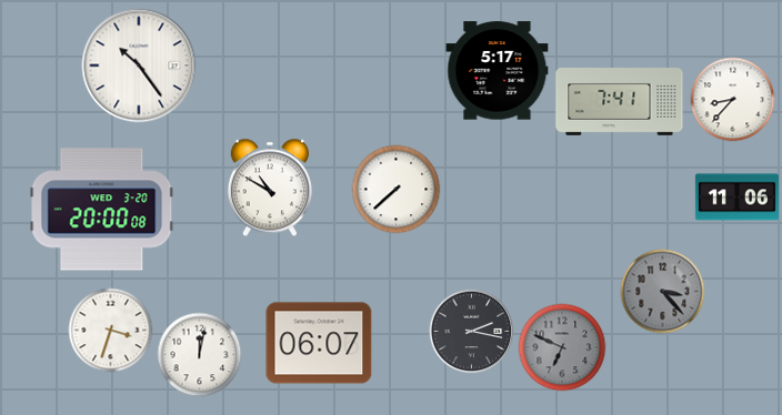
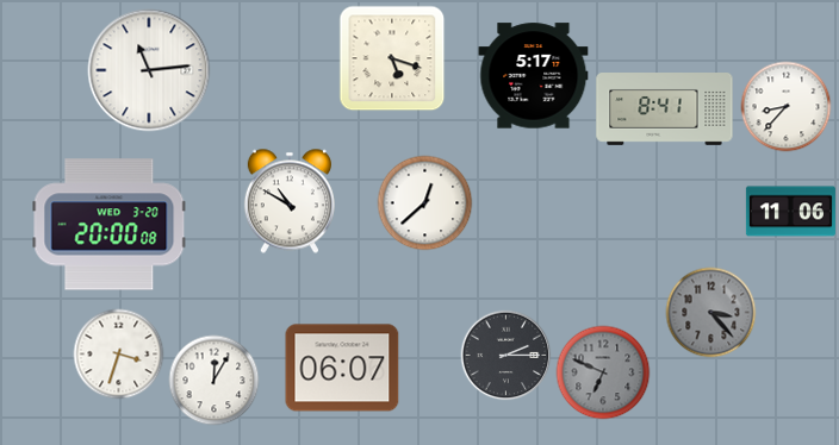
clock at (392, 58): none -> 5:18
clock at (139, 65): 10:24 -> 11:14
clock at (620, 102): 7:41 -> 8:41
clock at (397, 190): 7:38 -> 12:38
clock at (472, 332): 2:17 -> 2:15
clock at (200, 355): 12:02 -> 12:05
